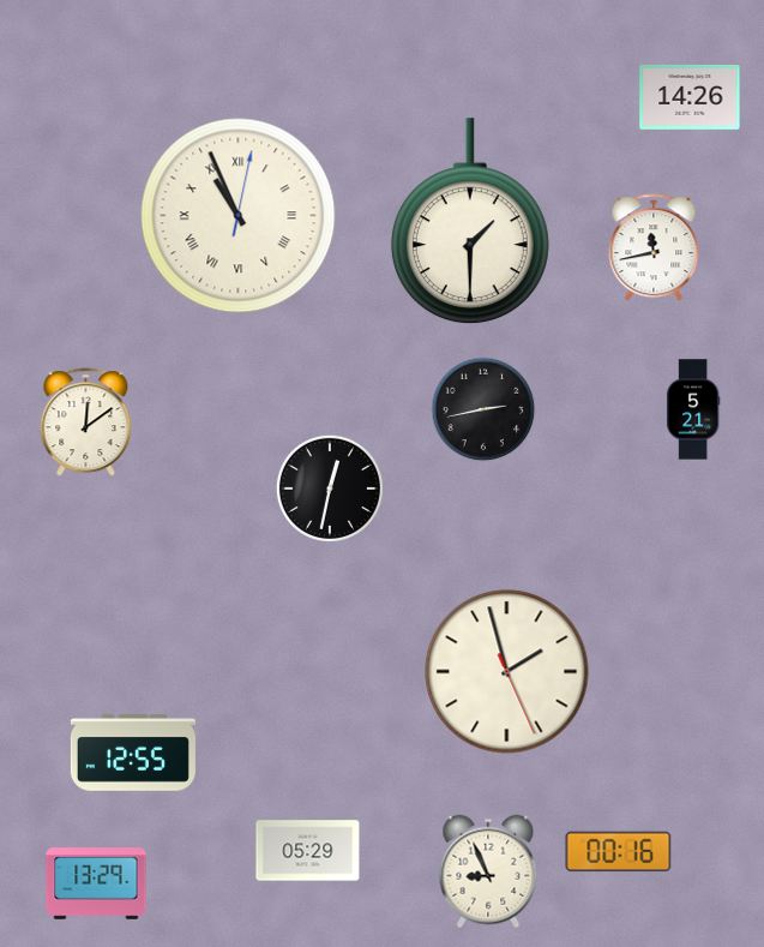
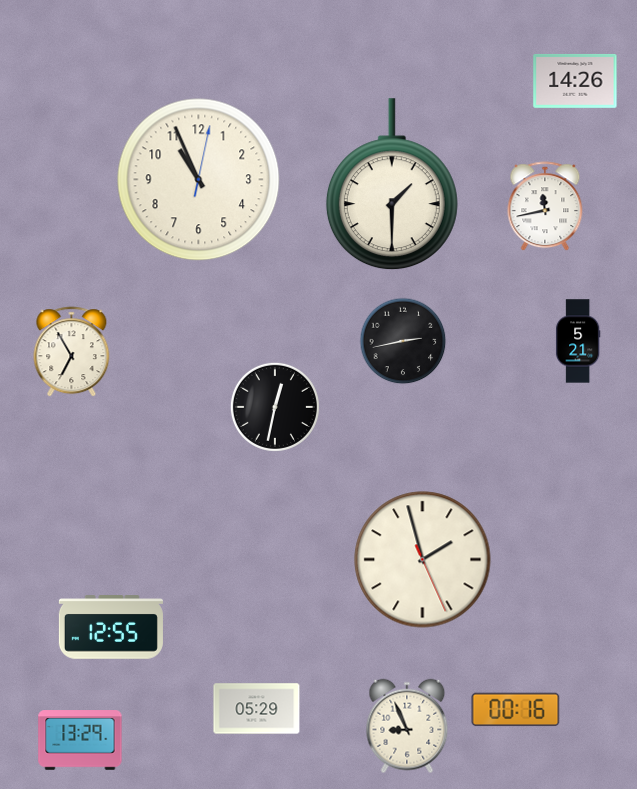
clock at (239, 216) numerals: Roman -> Arabic
clock at (86, 422): 12:09 -> 6:55
clock at (96, 883) position: (96, 883) -> (80, 740)
